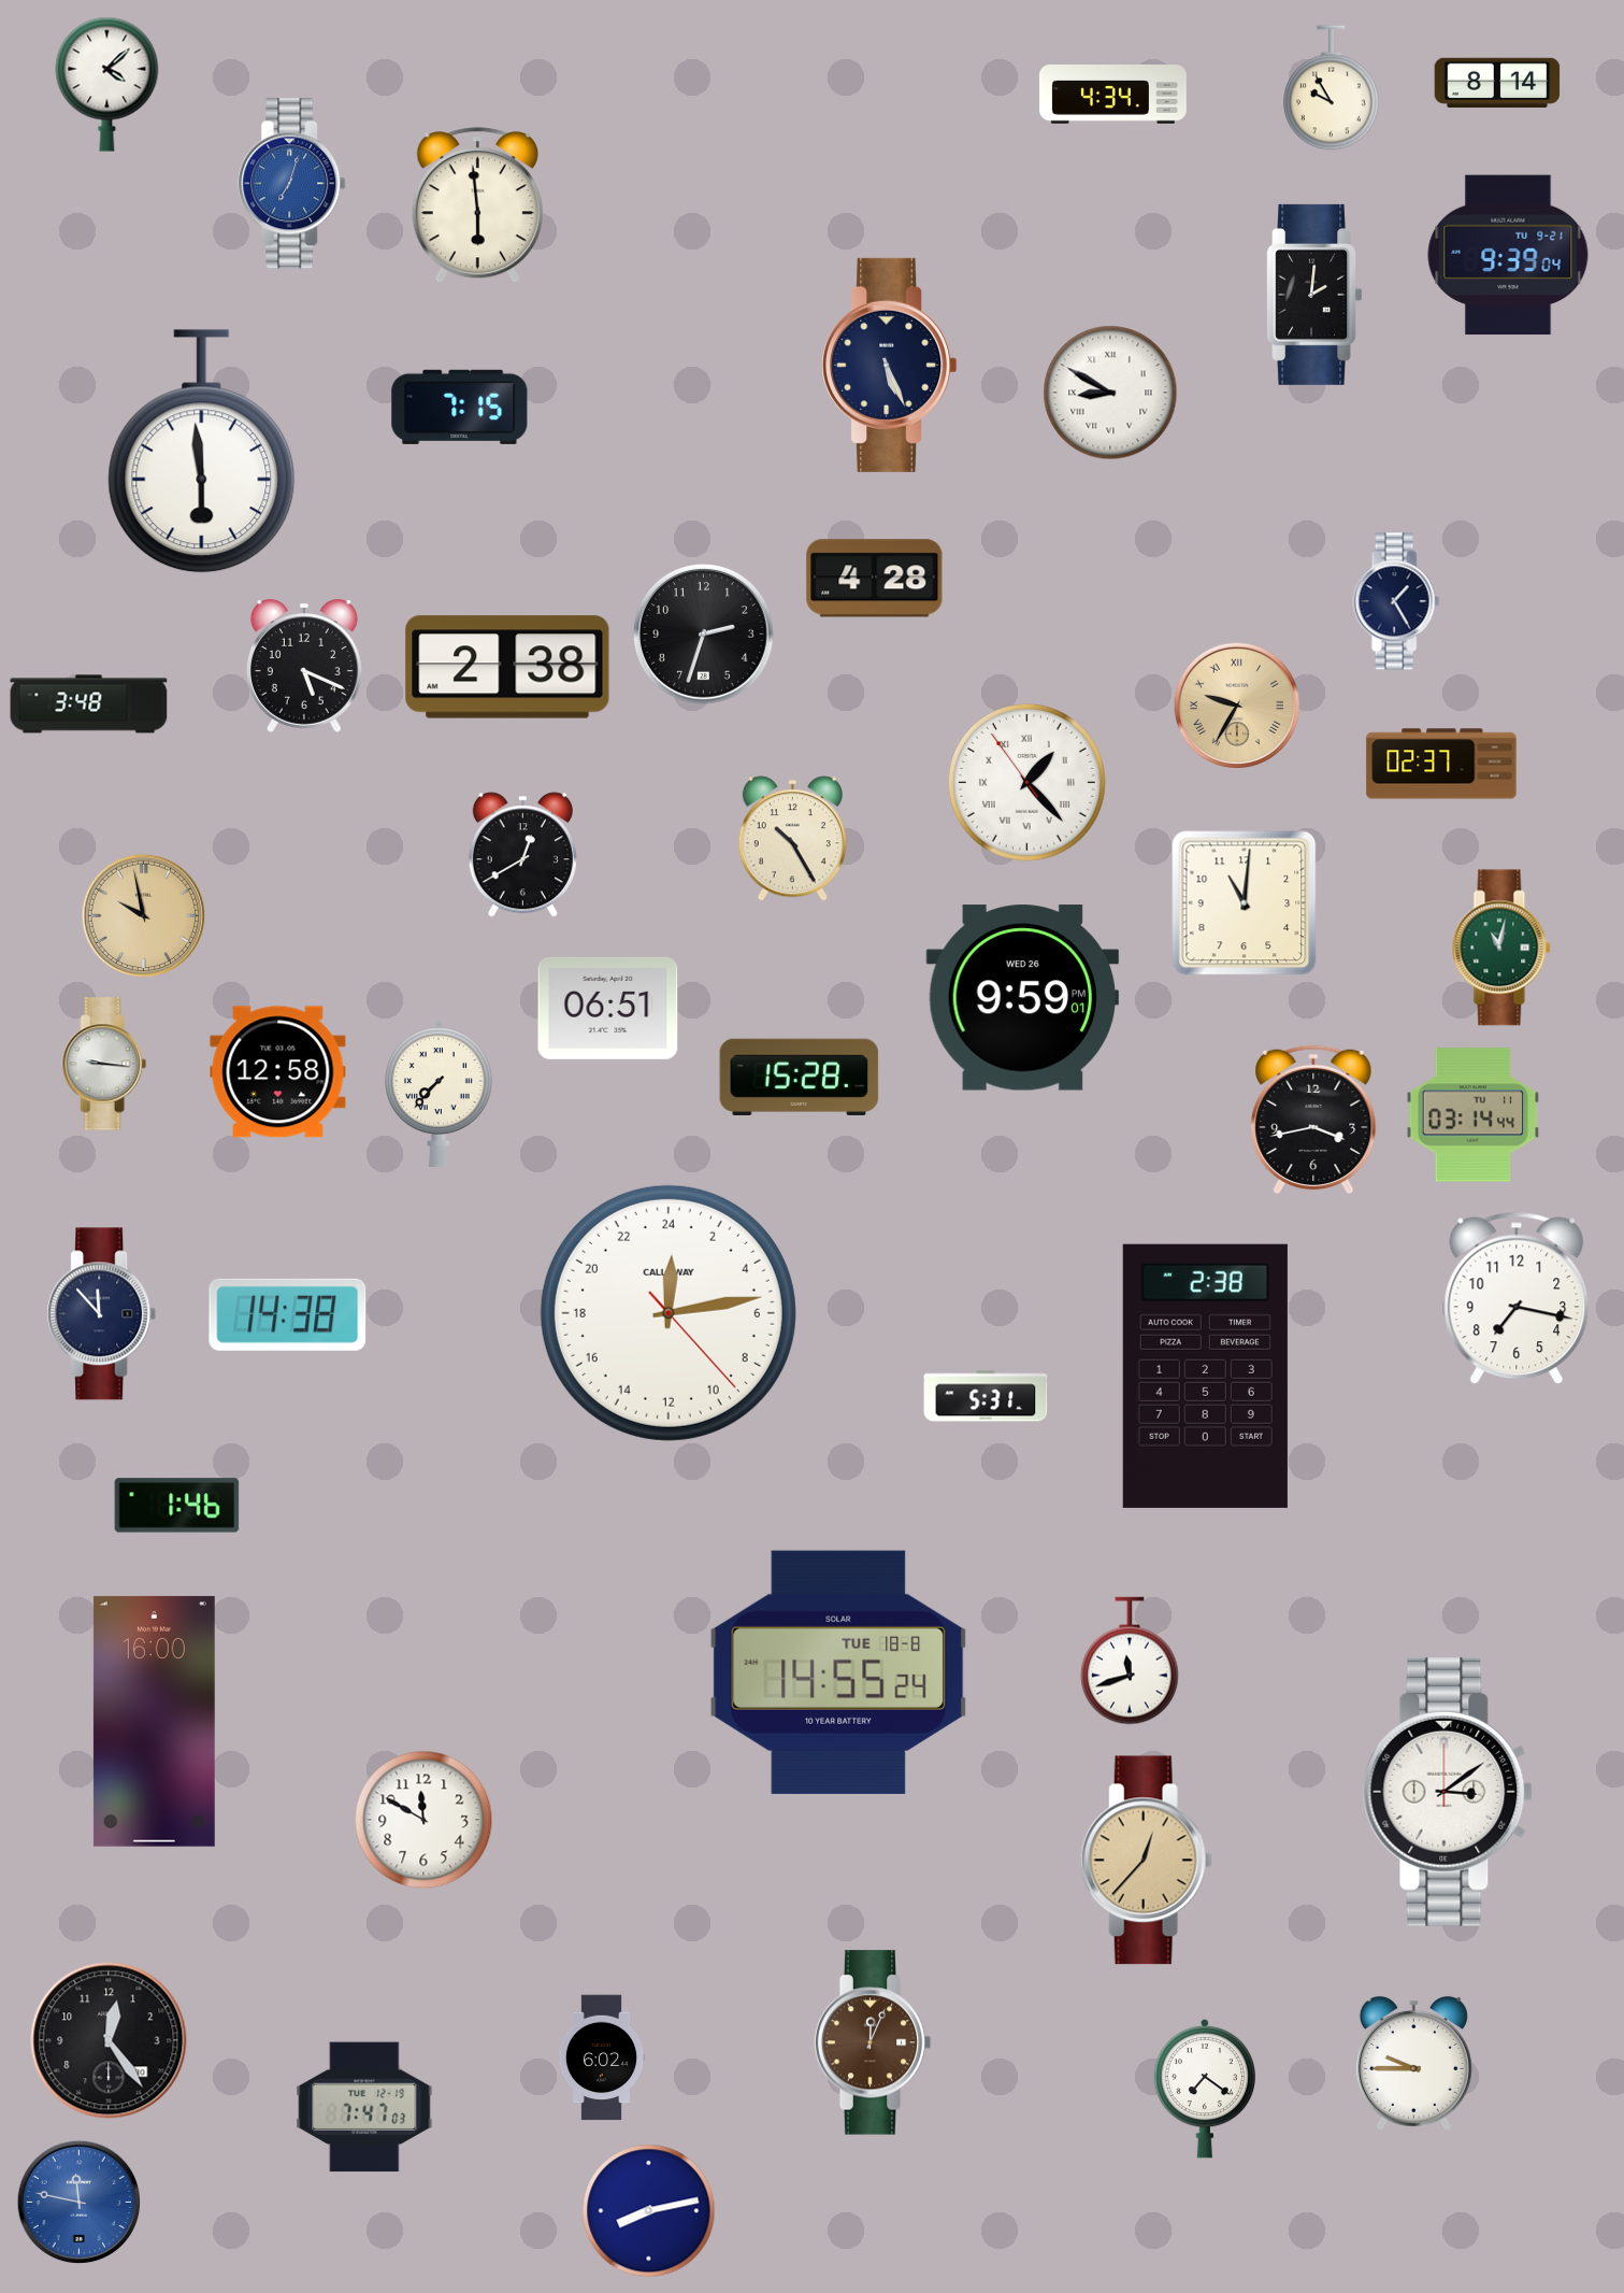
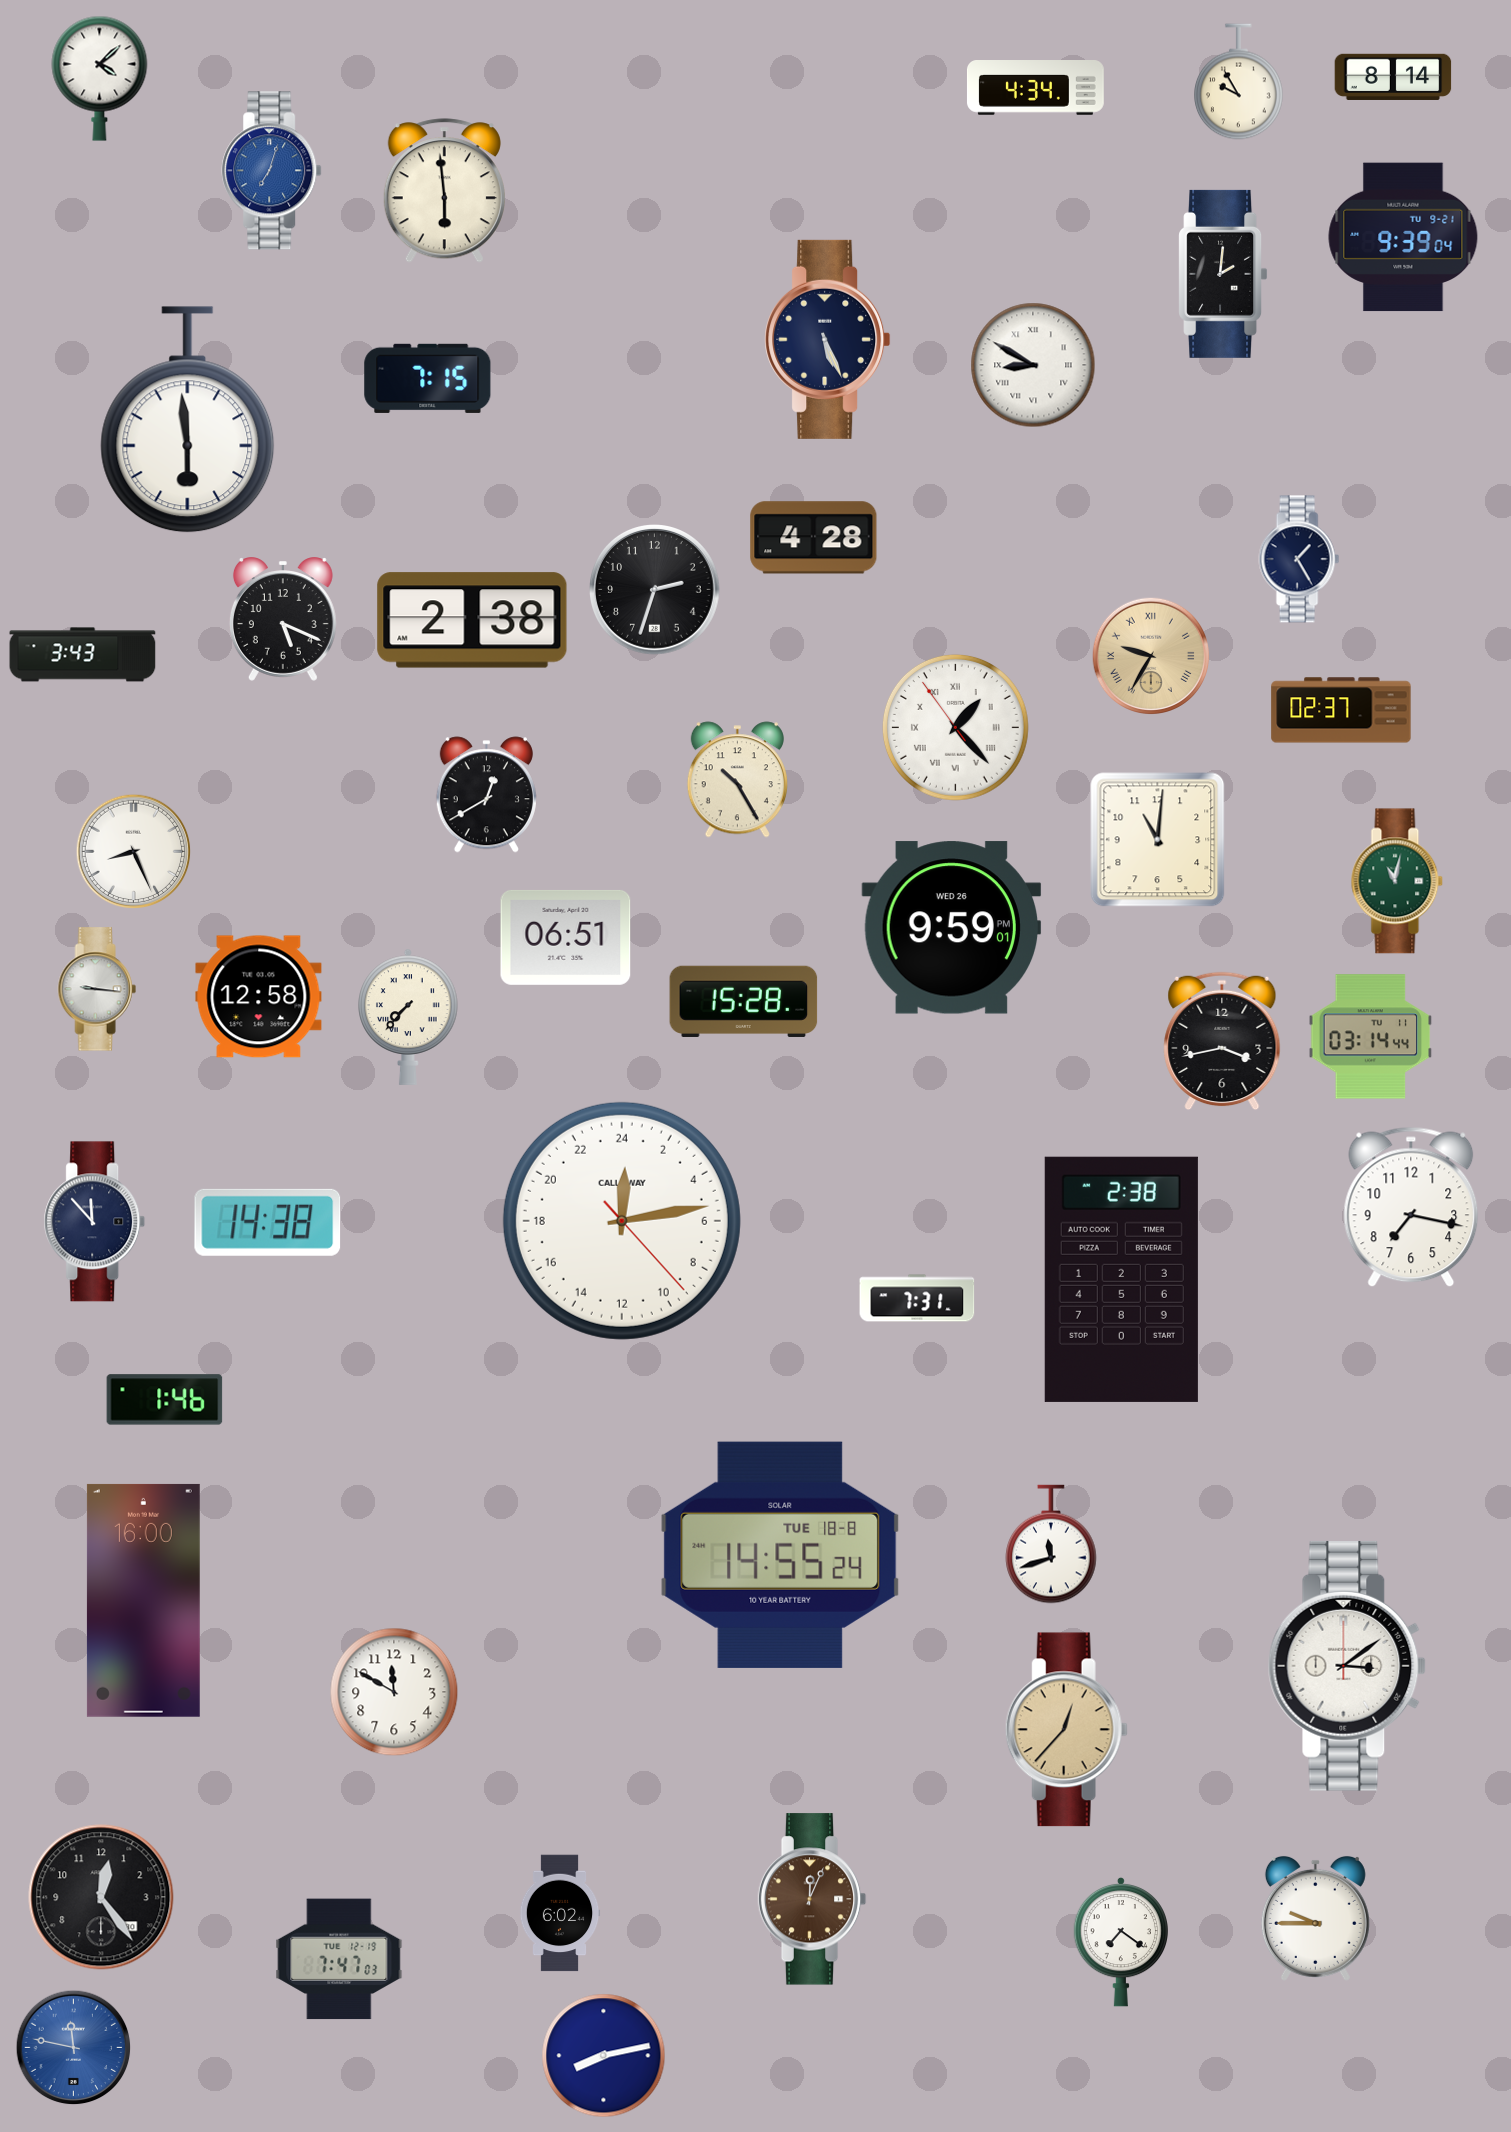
clock at (89, 704): 3:48 -> 3:43
clock at (144, 916): 9:58 -> 8:26
clock at (144, 916) dial: champagne -> white
clock at (986, 1396): 5:31 -> 7:31
